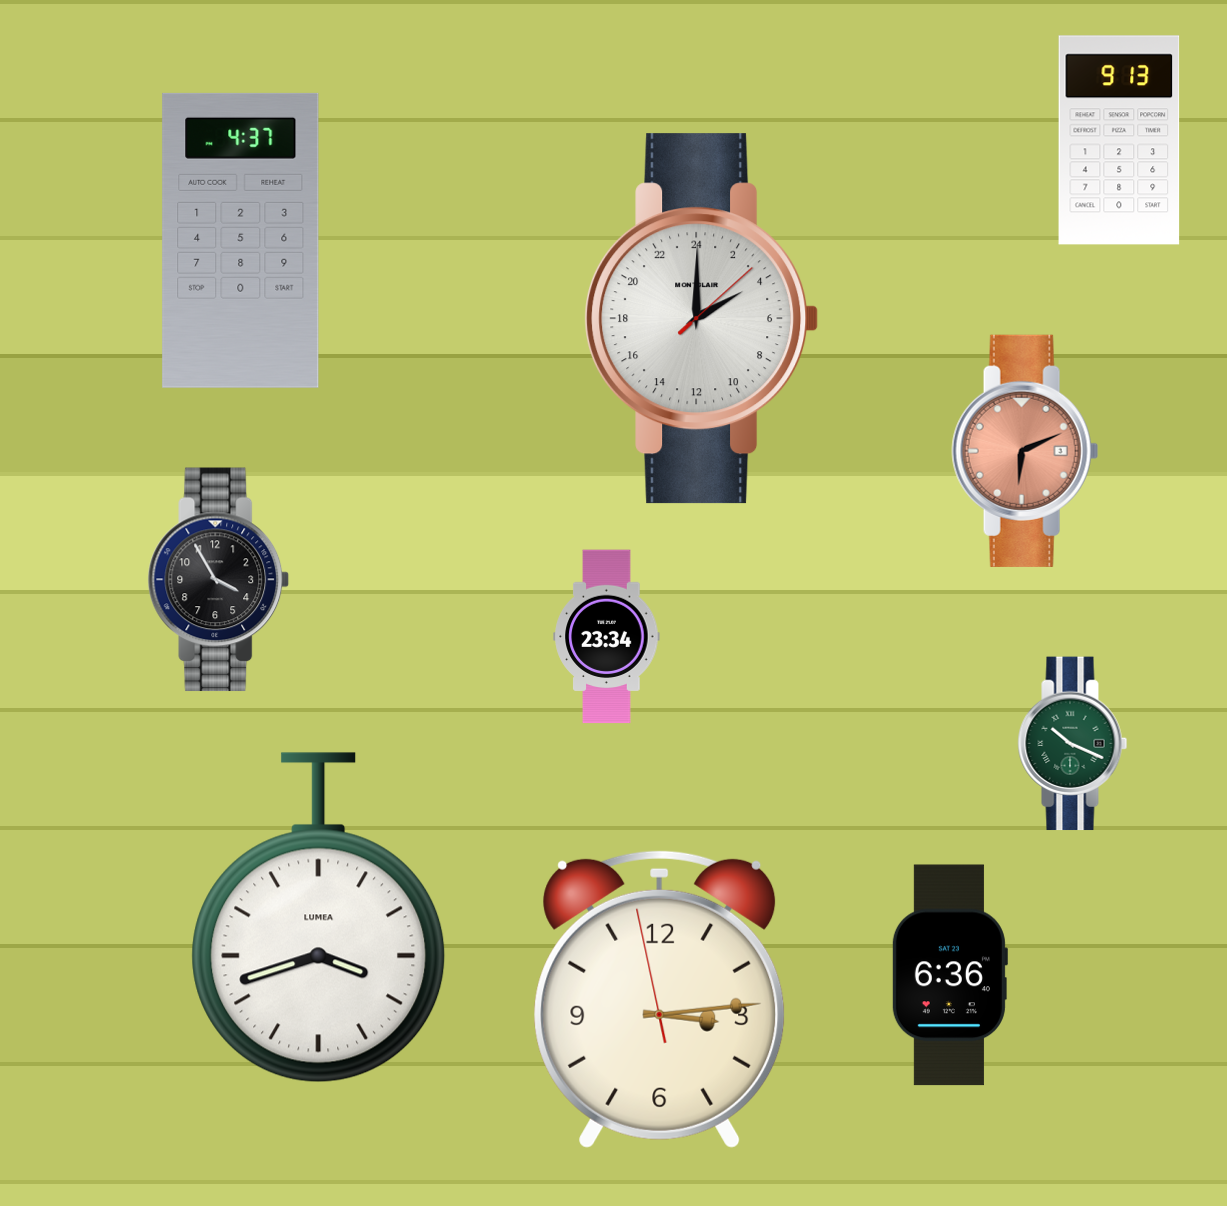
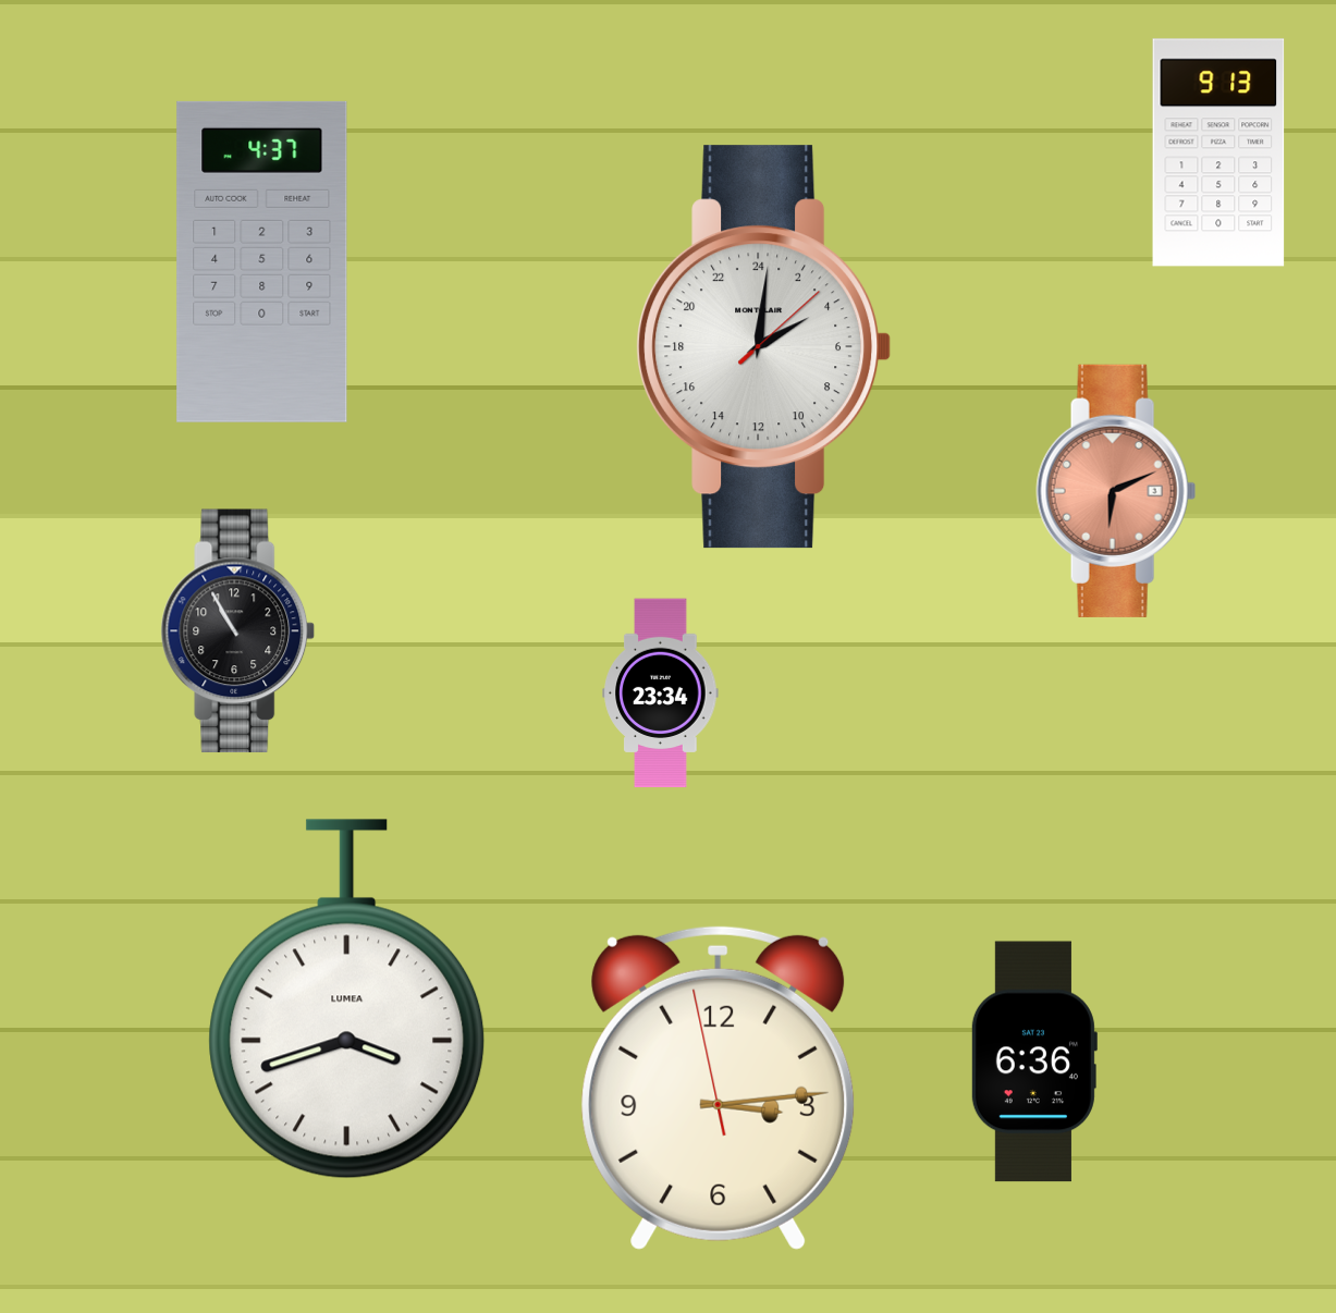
clock at (702, 319): 4:00 -> 4:01
clock at (219, 580): 3:55 -> 10:55
clock at (1073, 744): 10:19 -> none
